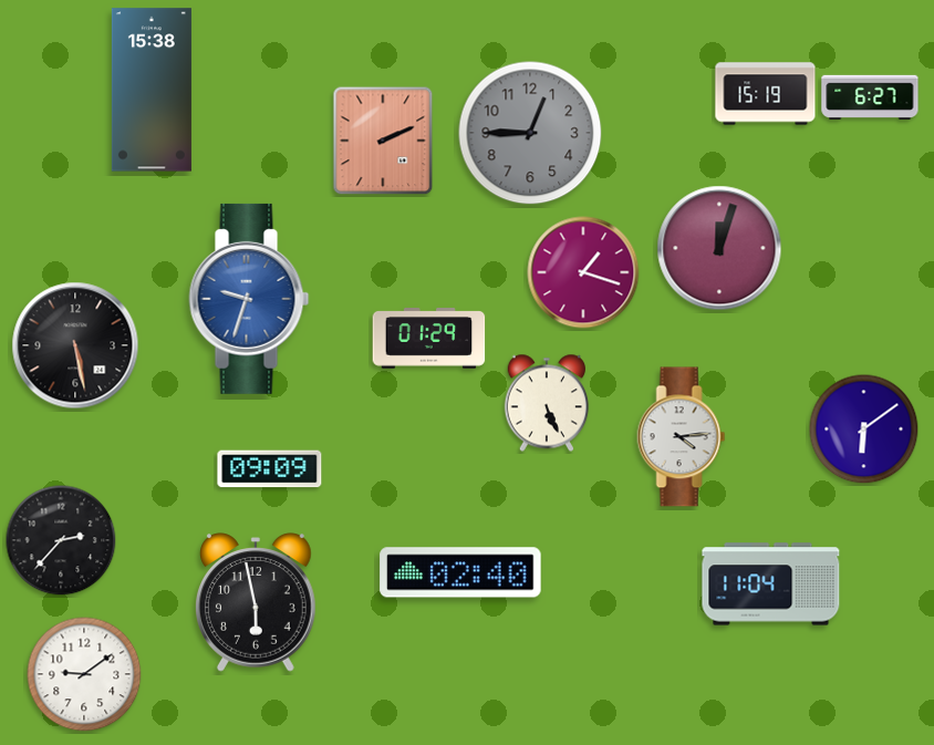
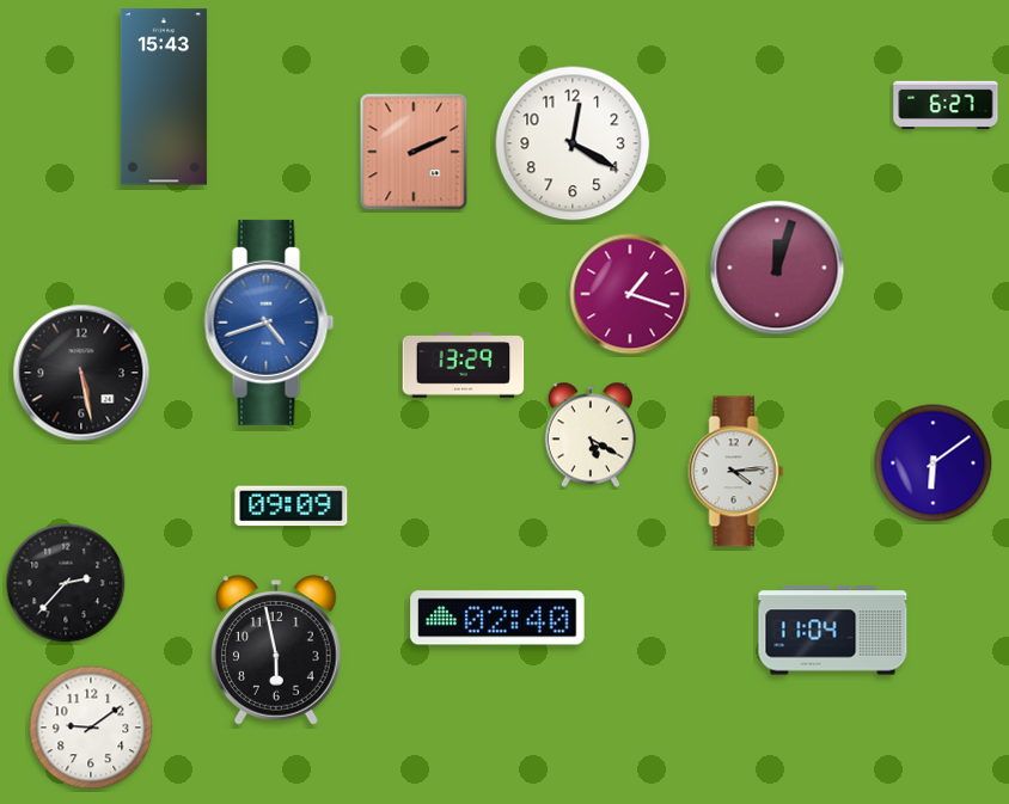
clock at (152, 90): 15:38 -> 15:43
clock at (766, 94): 15:19 -> none
clock at (870, 96) position: (870, 96) -> (946, 104)
clock at (530, 133): 12:45 -> 12:20
clock at (530, 133) dial: grey -> white
clock at (249, 299): 9:33 -> 4:42
clock at (429, 339): 01:29 -> 13:29
clock at (546, 403): 5:26 -> 5:20
